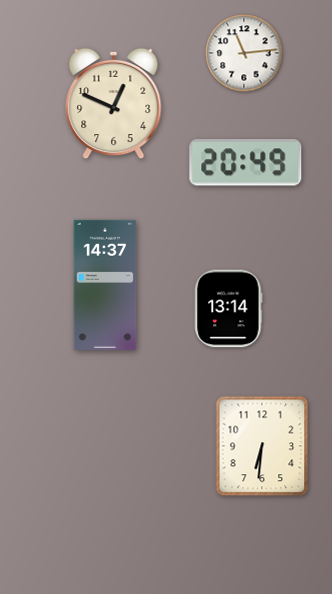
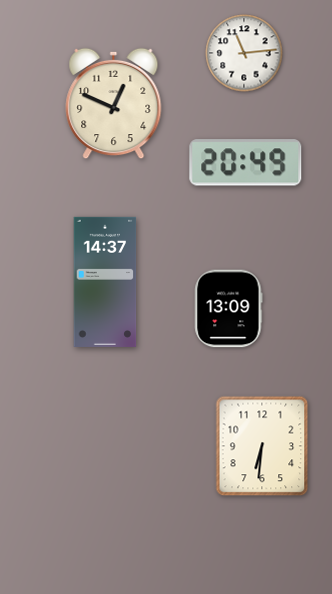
clock at (105, 285) position: (105, 285) -> (105, 282)
clock at (229, 309): 13:14 -> 13:09
